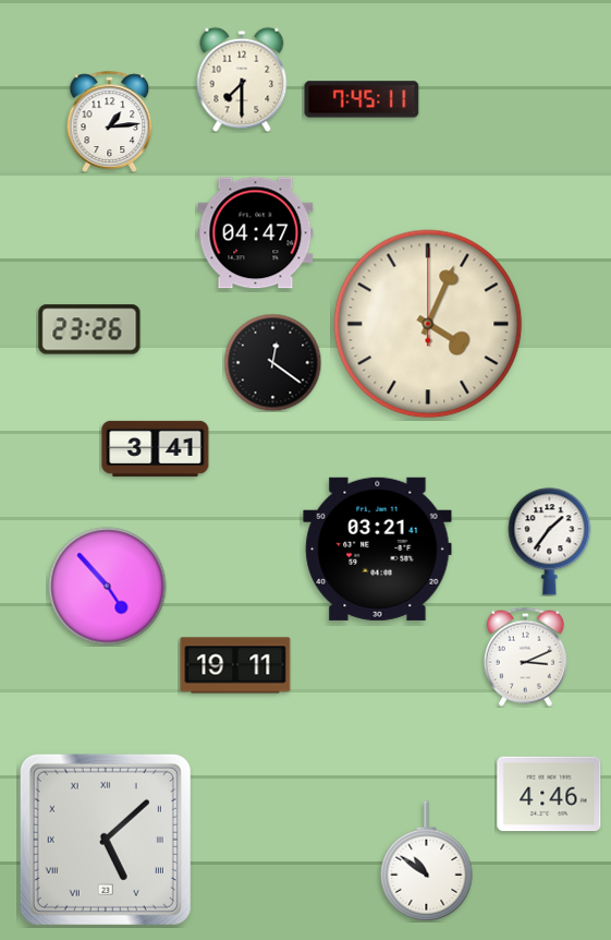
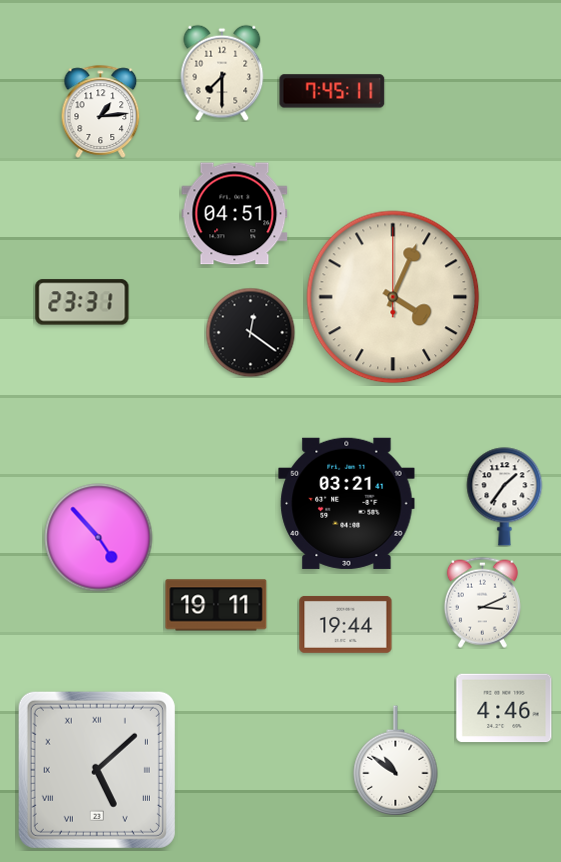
clock at (256, 233): 04:47 -> 04:51
clock at (89, 329): 23:26 -> 23:31
clock at (156, 448): 3:41 -> none
clock at (235, 665) position: (235, 665) -> (216, 605)
clock at (346, 625): none -> 19:44
clock at (549, 794) position: (549, 794) -> (504, 708)
clock at (427, 861) position: (427, 861) -> (396, 761)
